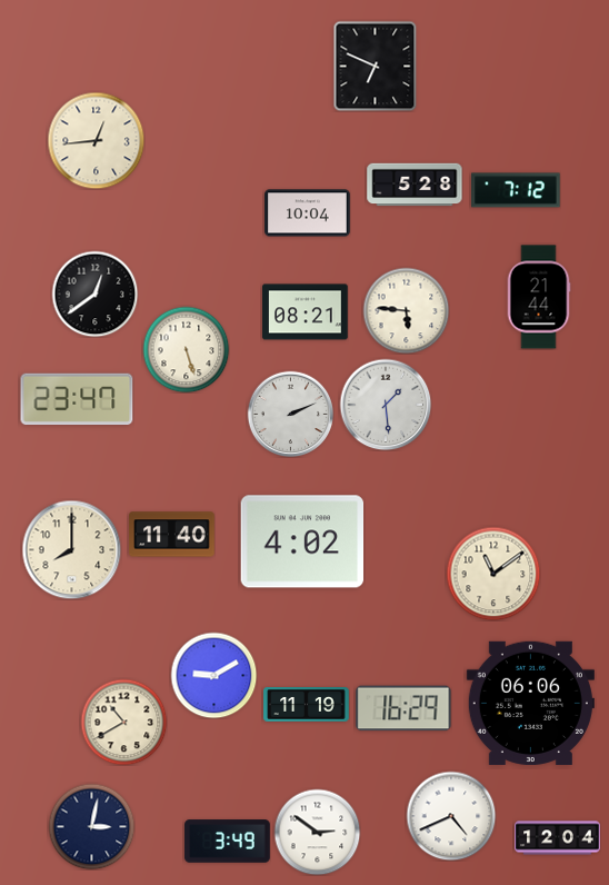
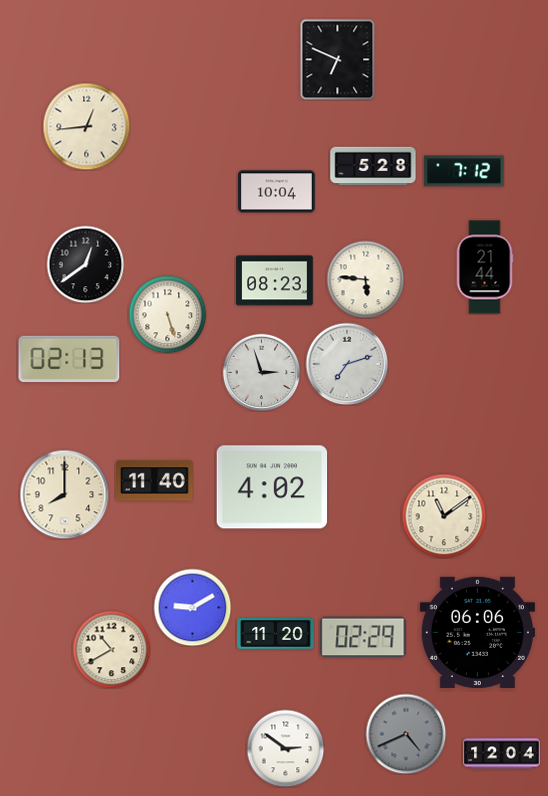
clock at (306, 312): 08:21 -> 08:23
clock at (77, 398): 23:47 -> 02:13
clock at (386, 405): 1:29 -> 7:12
clock at (290, 414): 2:11 -> 2:57
clock at (307, 705): 11:19 -> 11:20
clock at (403, 708): 16:29 -> 02:29
clock at (451, 816) dial: white -> grey
clock at (91, 826): 3:02 -> none
clock at (228, 842): 3:49 -> none
